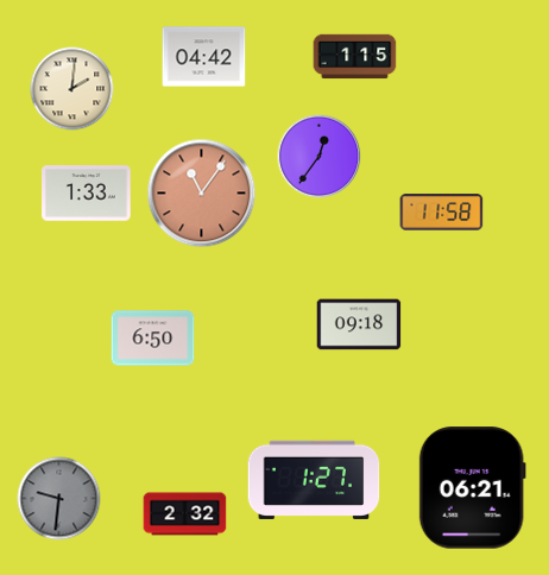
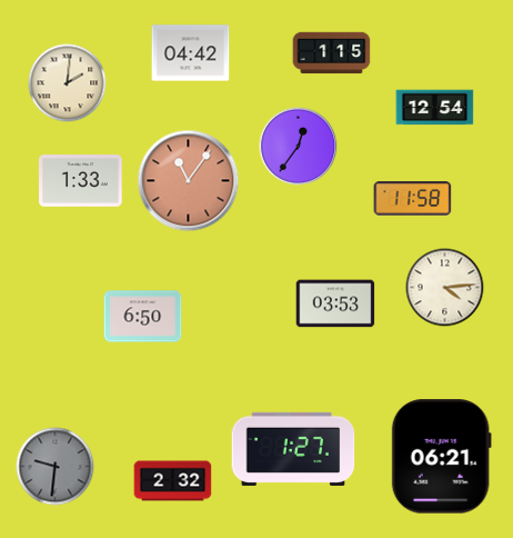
clock at (435, 108): none -> 12:54
clock at (445, 288): none -> 4:14
clock at (359, 324): 09:18 -> 03:53
